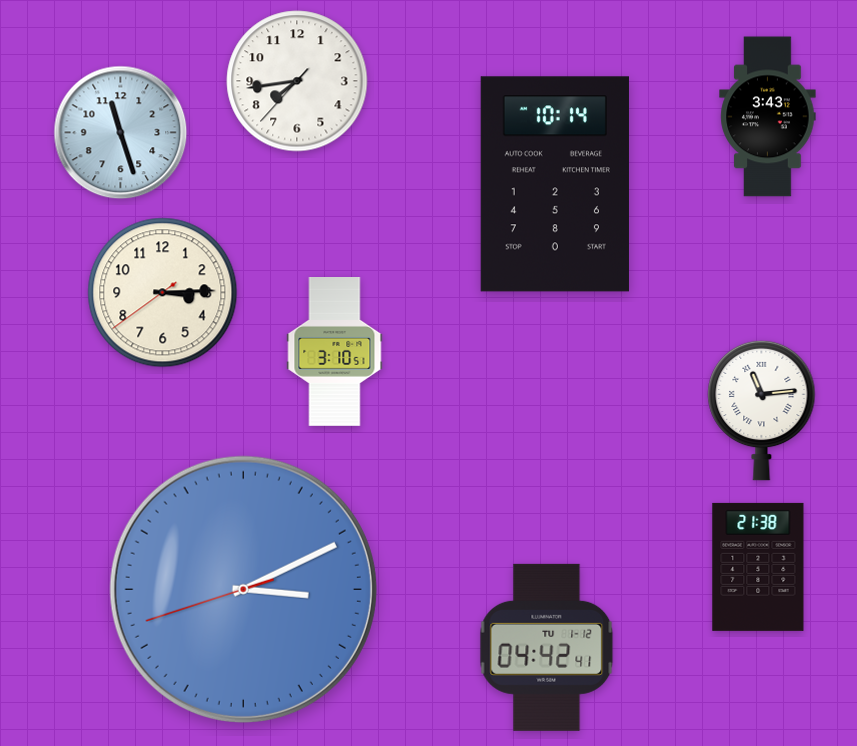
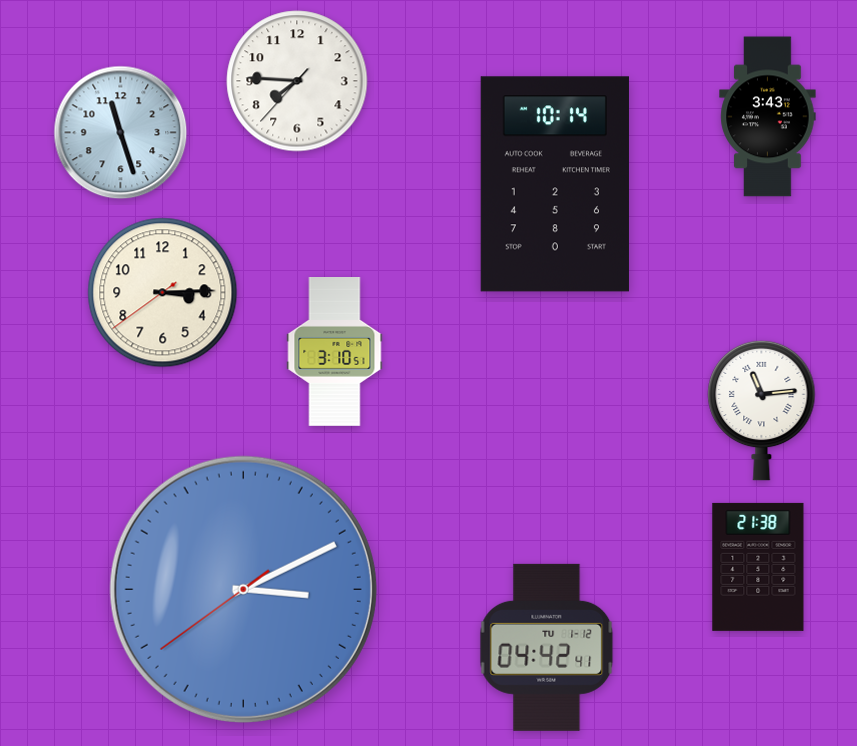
clock at (297, 81): 7:43 -> 7:45
clock at (243, 589): 3:10:42 -> 3:10:39
